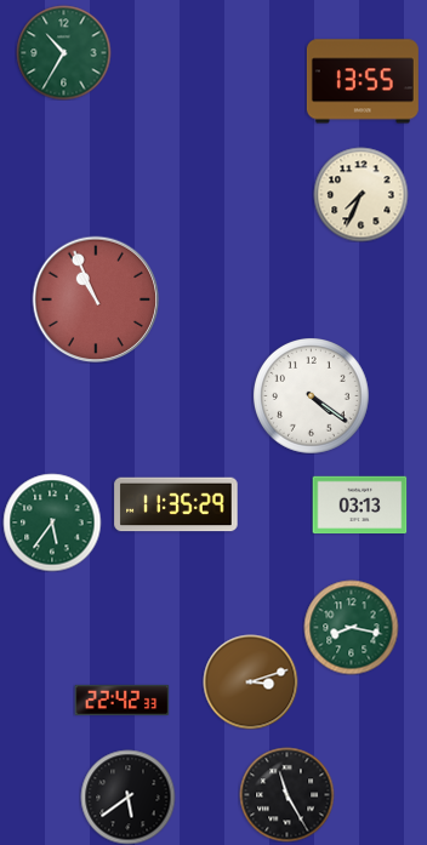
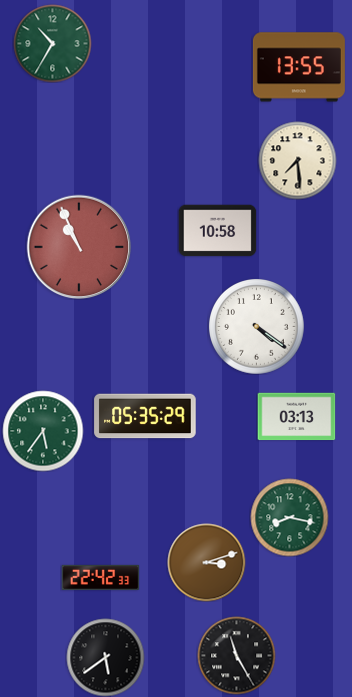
clock at (360, 194): 7:34 -> 7:29
clock at (217, 231): none -> 10:58
clock at (176, 504): 11:35 -> 05:35
